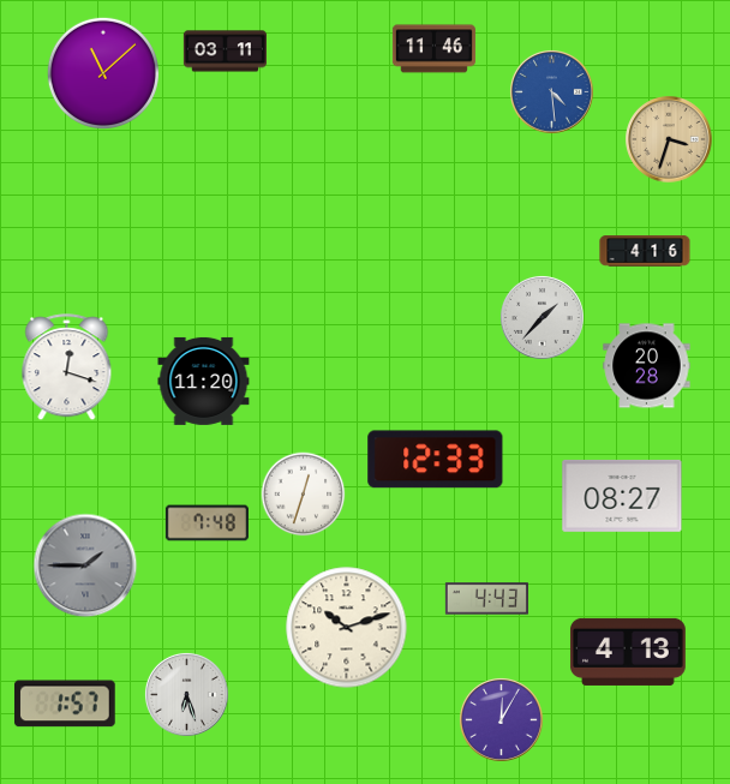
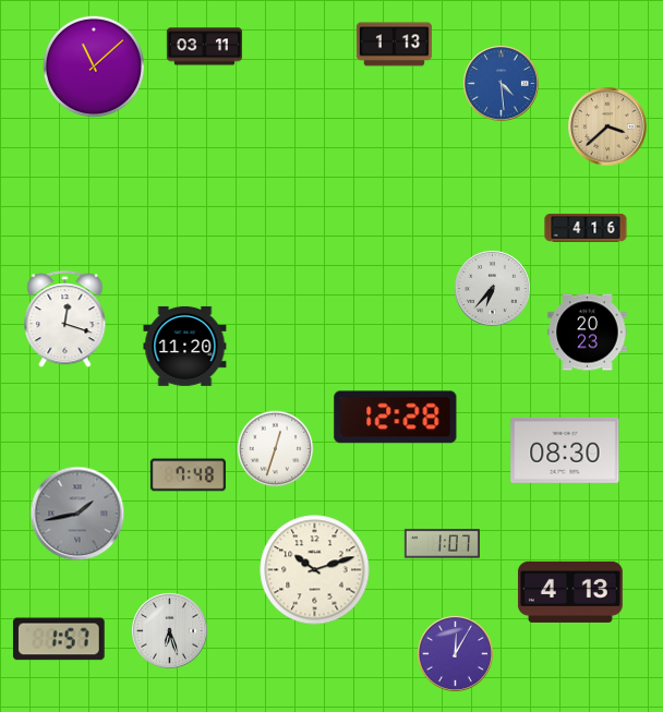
clock at (433, 49): 11:46 -> 1:13
clock at (669, 139): 3:33 -> 3:38
clock at (541, 317): 1:37 -> 6:37
clock at (647, 366): 20:28 -> 20:23
clock at (67, 367) position: (67, 367) -> (65, 319)
clock at (436, 460): 12:33 -> 12:28
clock at (622, 496): 08:27 -> 08:30
clock at (85, 565): 1:45 -> 1:43
clock at (486, 599): 4:43 -> 1:07
